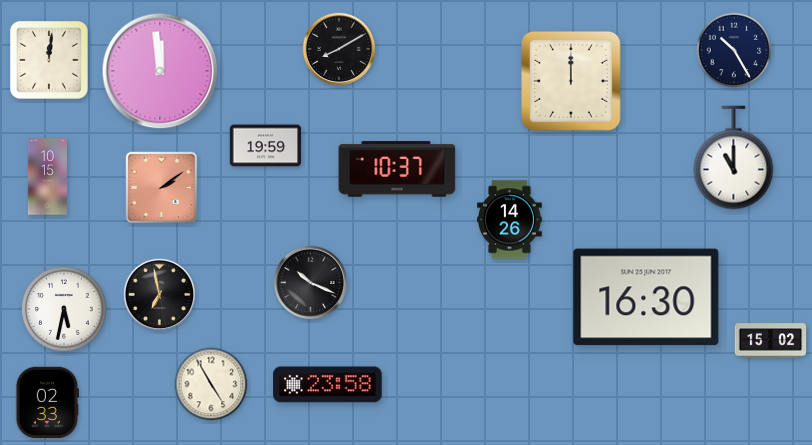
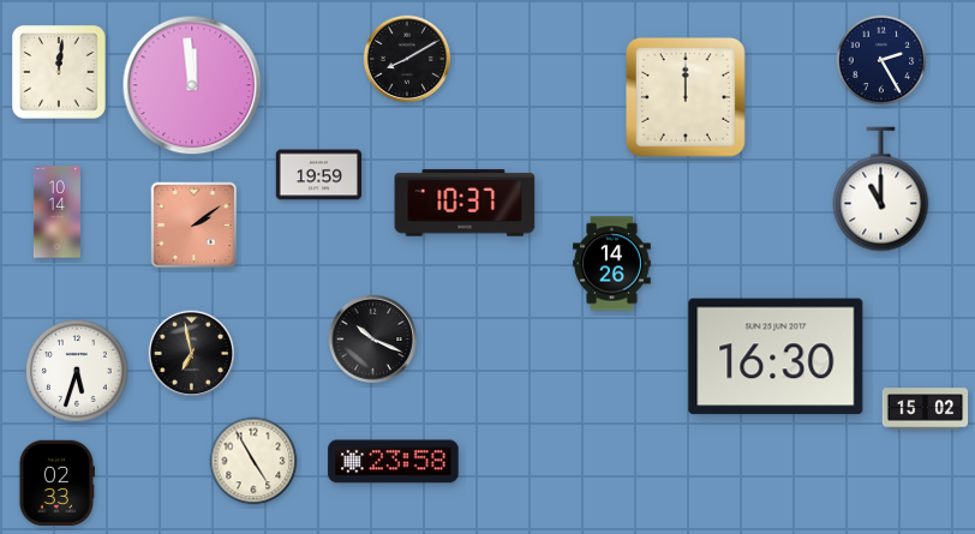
clock at (734, 50): 10:25 -> 2:25
clock at (397, 169) position: (397, 169) -> (465, 203)
clock at (47, 177): 10:15 -> 10:14
clock at (65, 310): 5:32 -> 5:33
